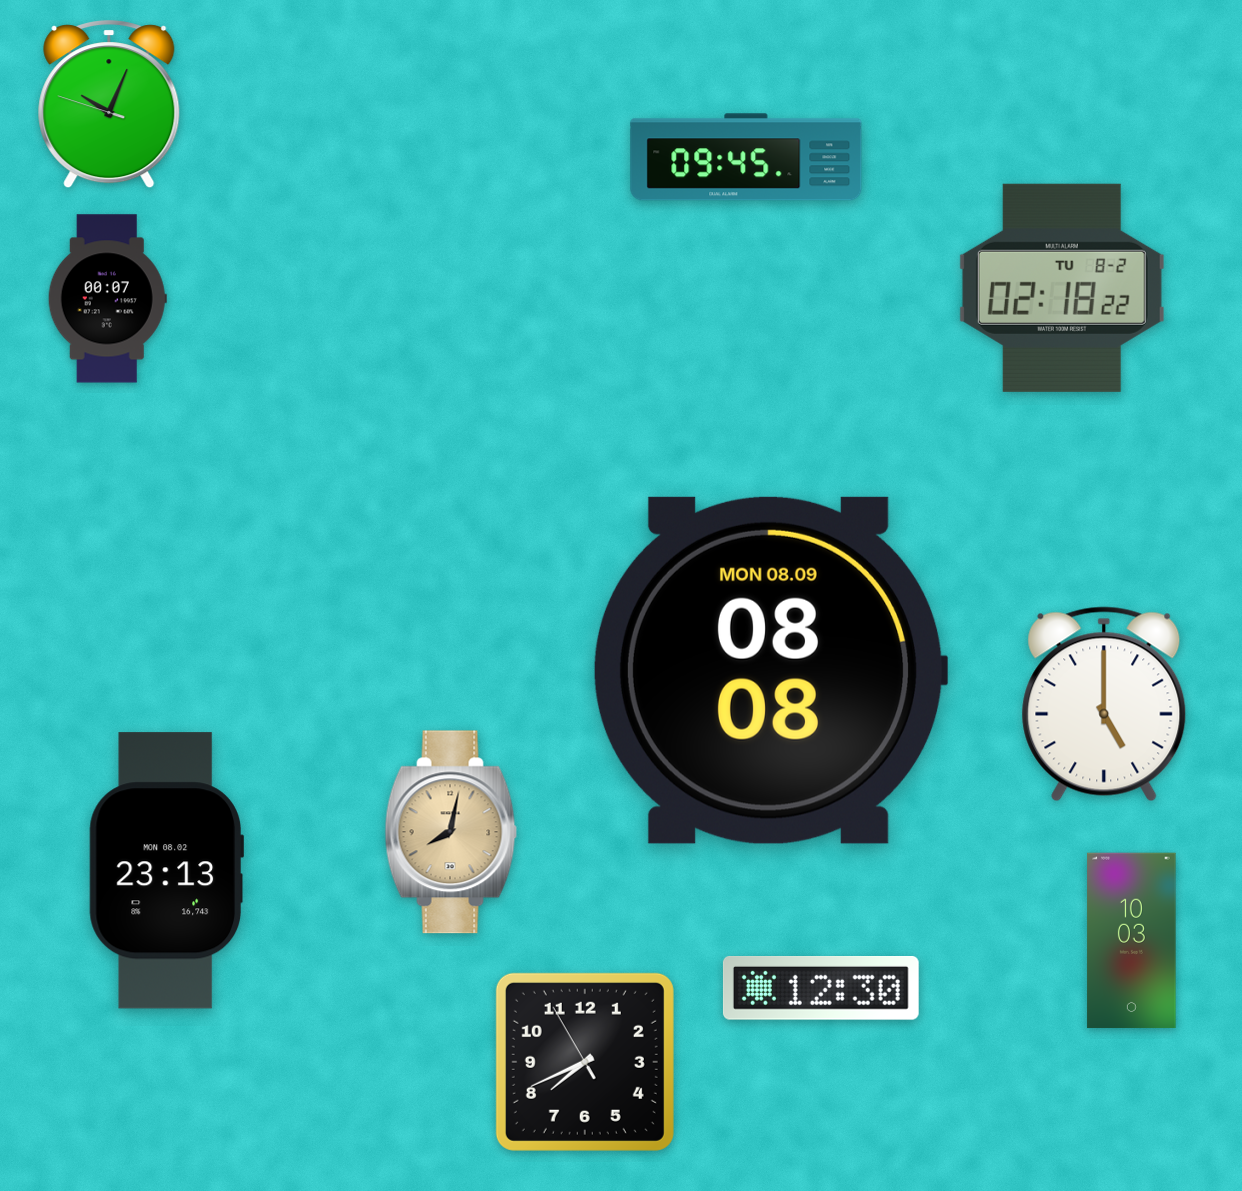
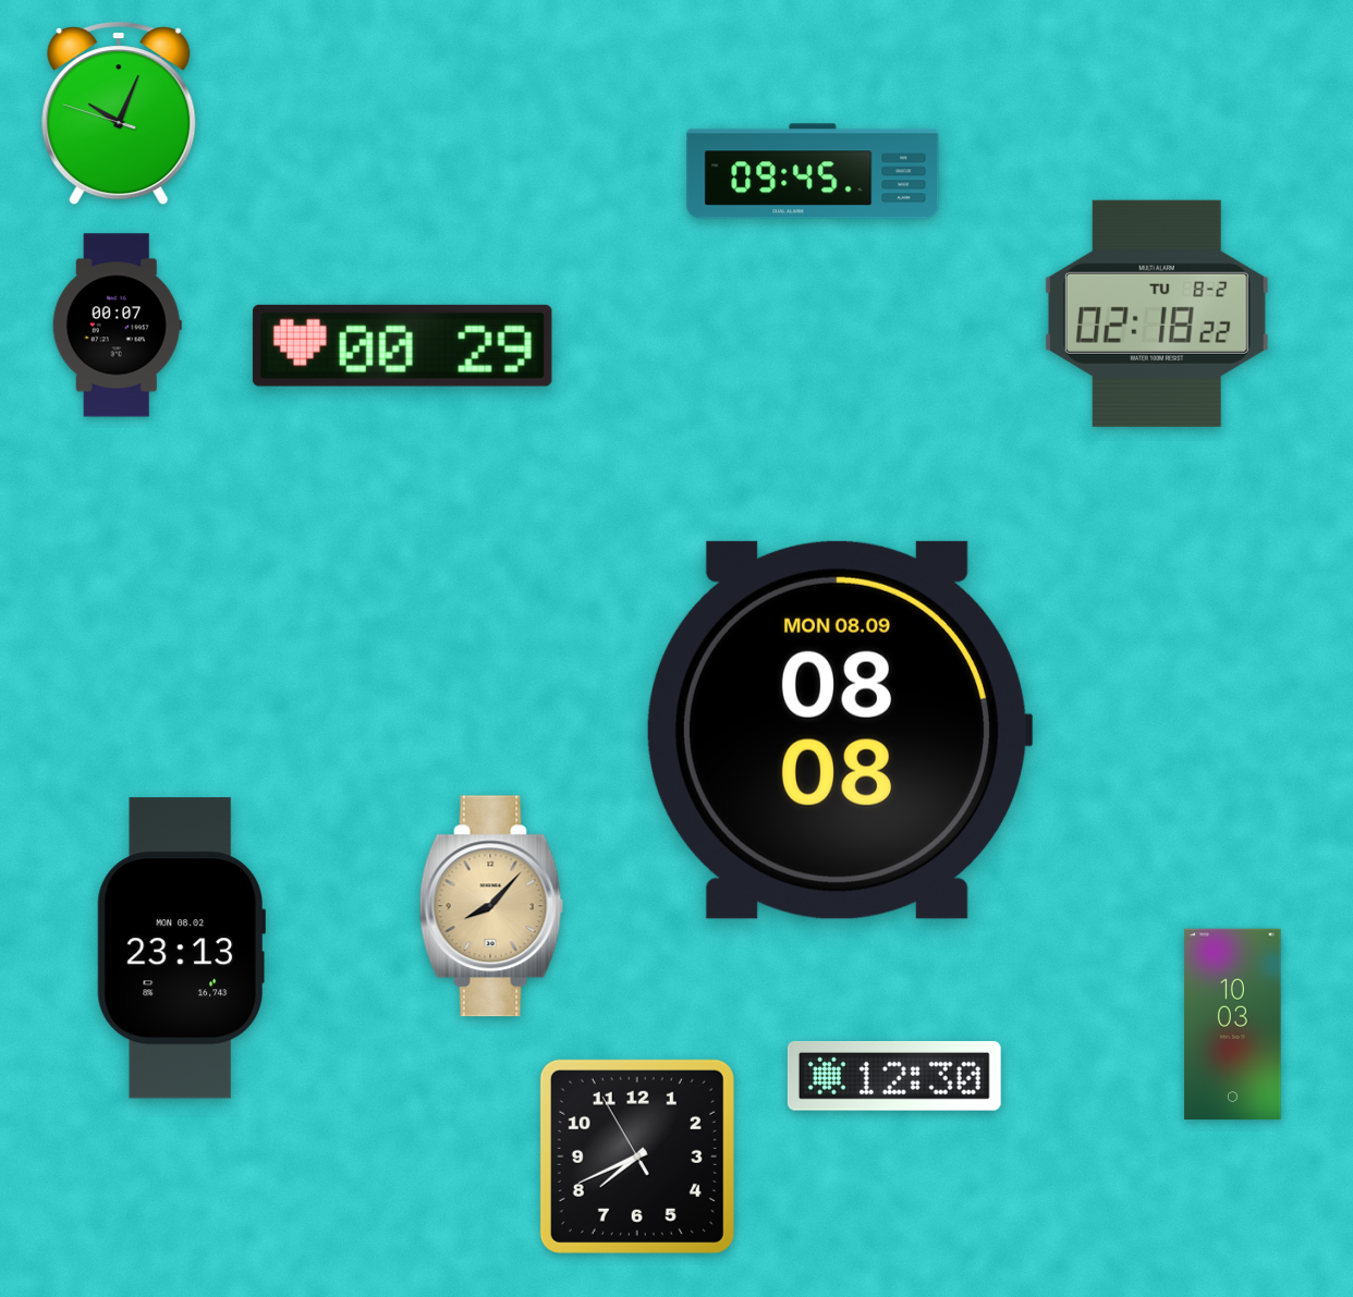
clock at (402, 345): none -> 00:29
clock at (1104, 704): 5:00 -> none
clock at (451, 832): 8:02 -> 8:07
